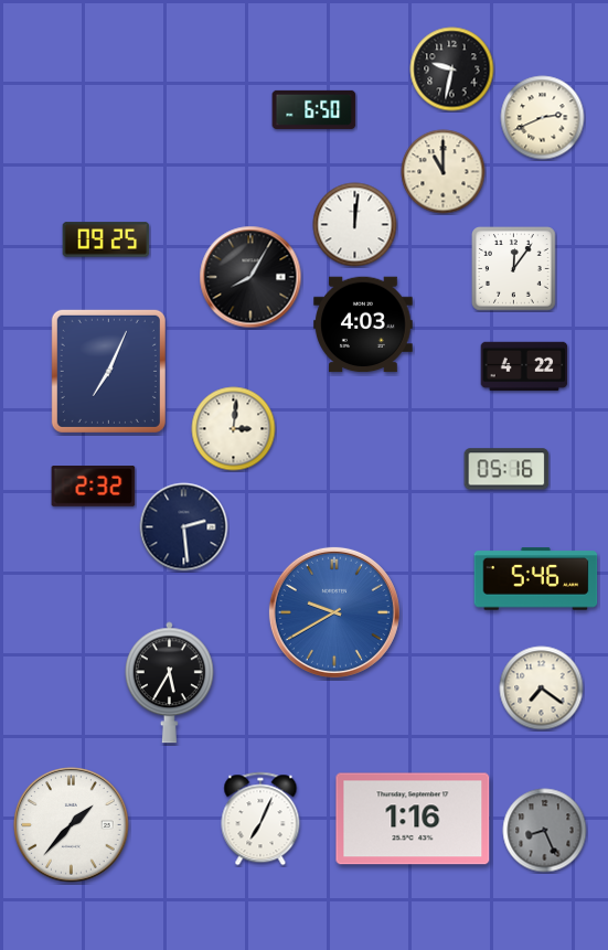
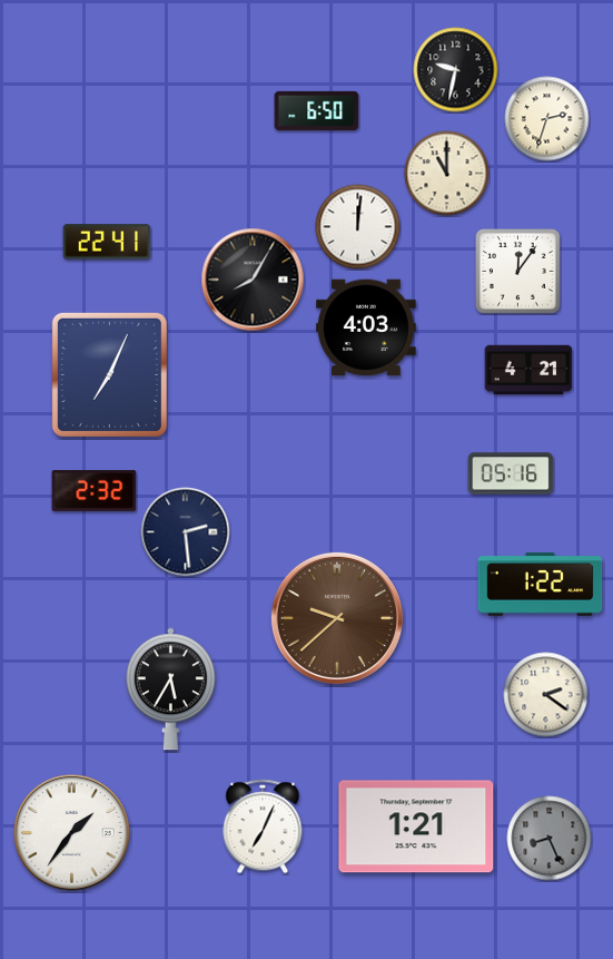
clock at (543, 118): 2:41 -> 2:33
clock at (106, 239): 09:25 -> 22:41
clock at (524, 366): 4:22 -> 4:21
clock at (234, 429): 3:01 -> none
clock at (536, 579): 5:46 -> 1:22
clock at (334, 612): 9:40 -> 9:38
clock at (334, 612) dial: blue -> brown
clock at (542, 689): 7:21 -> 2:21
clock at (413, 819): 1:16 -> 1:21
clock at (72, 825): 1:37 -> 1:36
